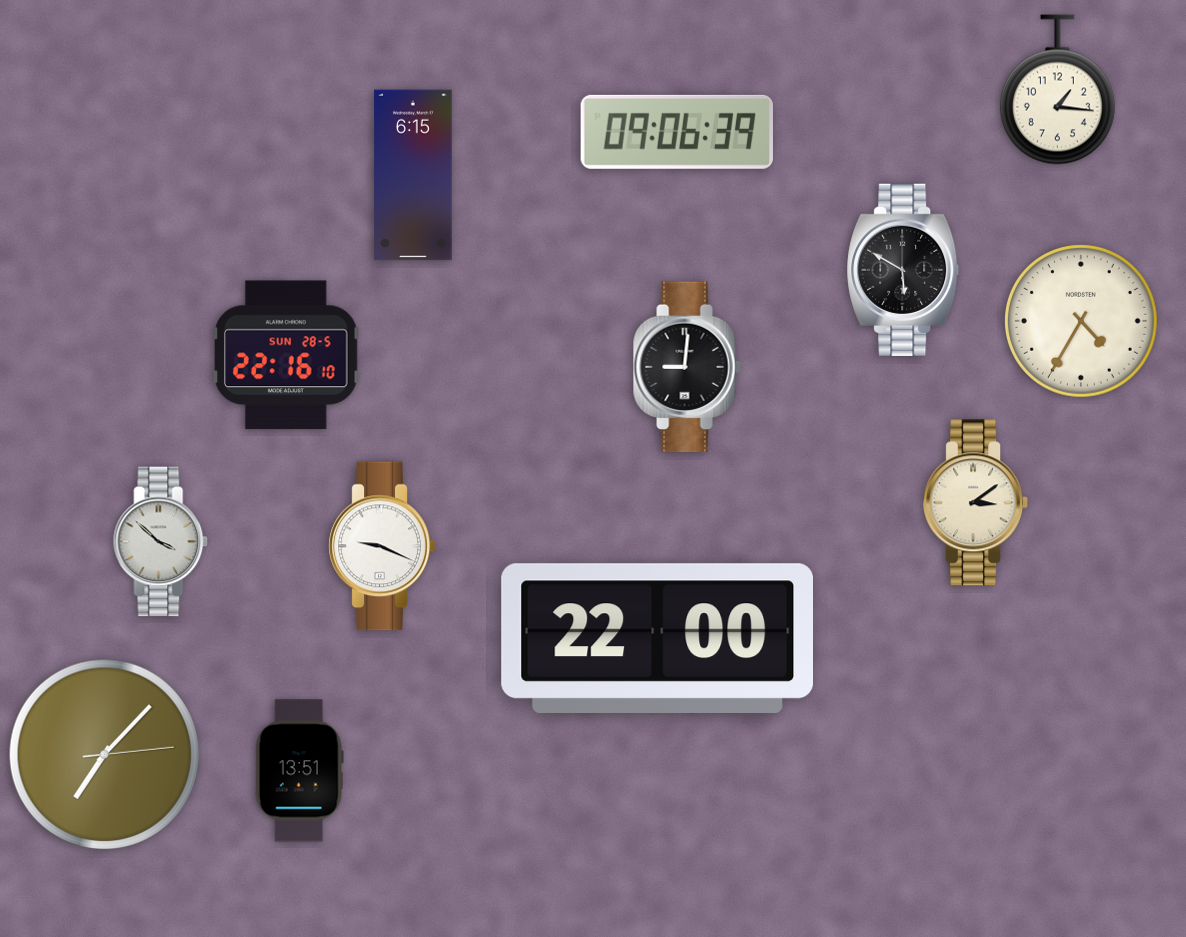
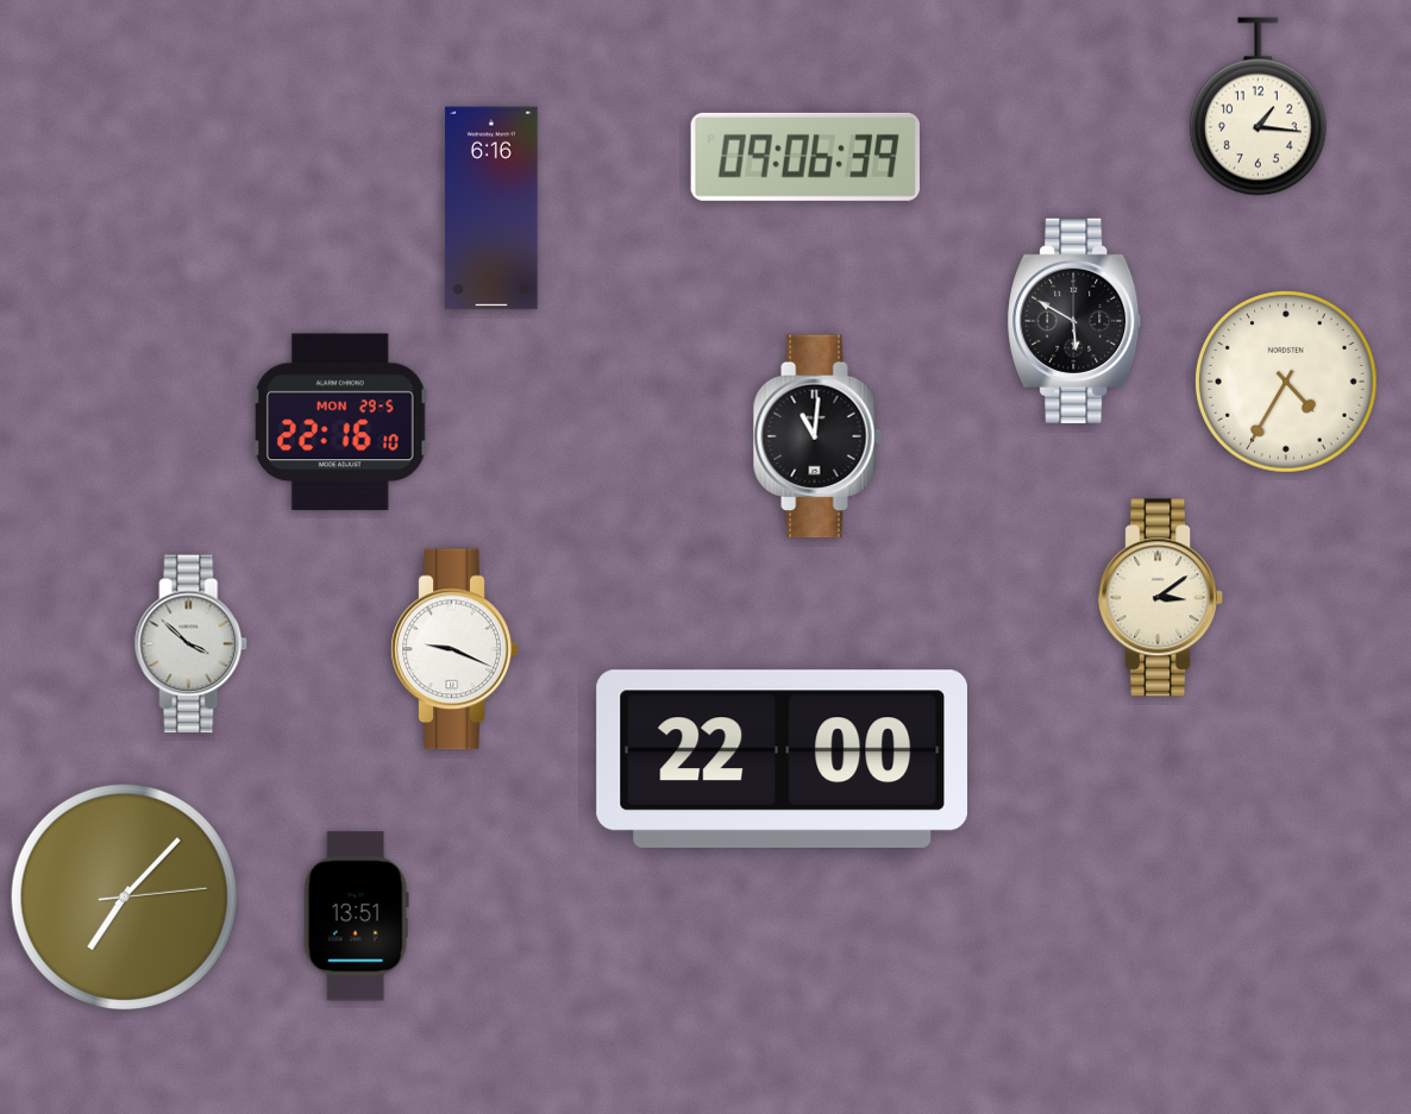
clock at (413, 175): 6:15 -> 6:16
clock at (287, 355) date: SUN 28-5 -> MON 29-5
clock at (687, 367): 9:01 -> 11:01
